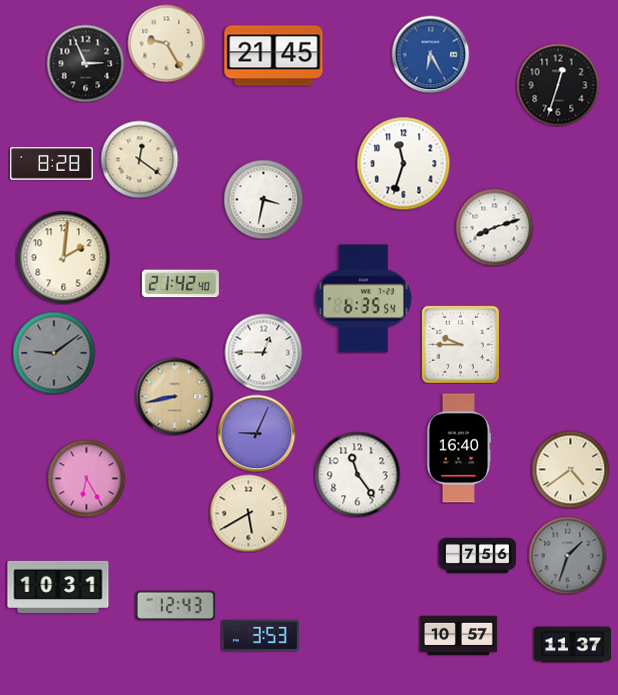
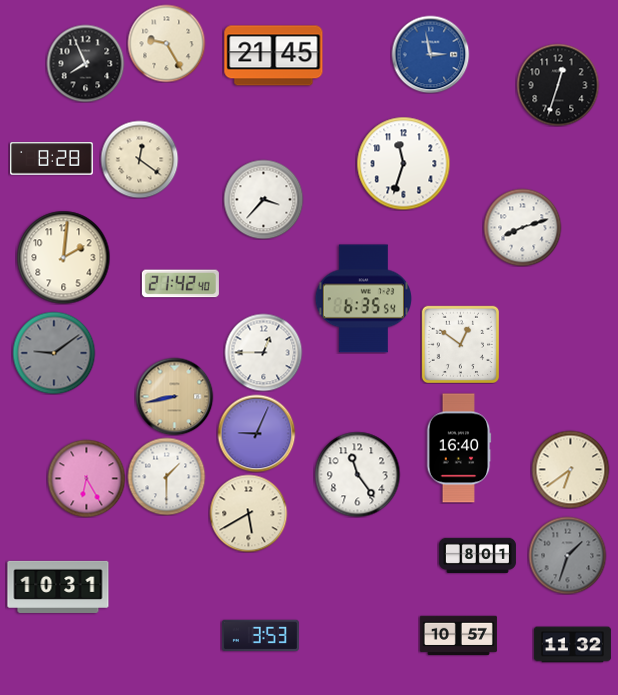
clock at (430, 54): 6:25 -> 2:58
clock at (85, 63): 2:56 -> 7:56
clock at (52, 164) position: (52, 164) -> (52, 159)
clock at (263, 199): 3:32 -> 3:37
clock at (494, 227) position: (494, 227) -> (522, 227)
clock at (460, 344): 9:45 -> 12:51
clock at (570, 469): 4:39 -> 6:39
clock at (166, 476): none -> 1:30
clock at (477, 555): 7:56 -> 8:01
clock at (175, 606): 12:43 -> none
clock at (572, 645): 11:37 -> 11:32
